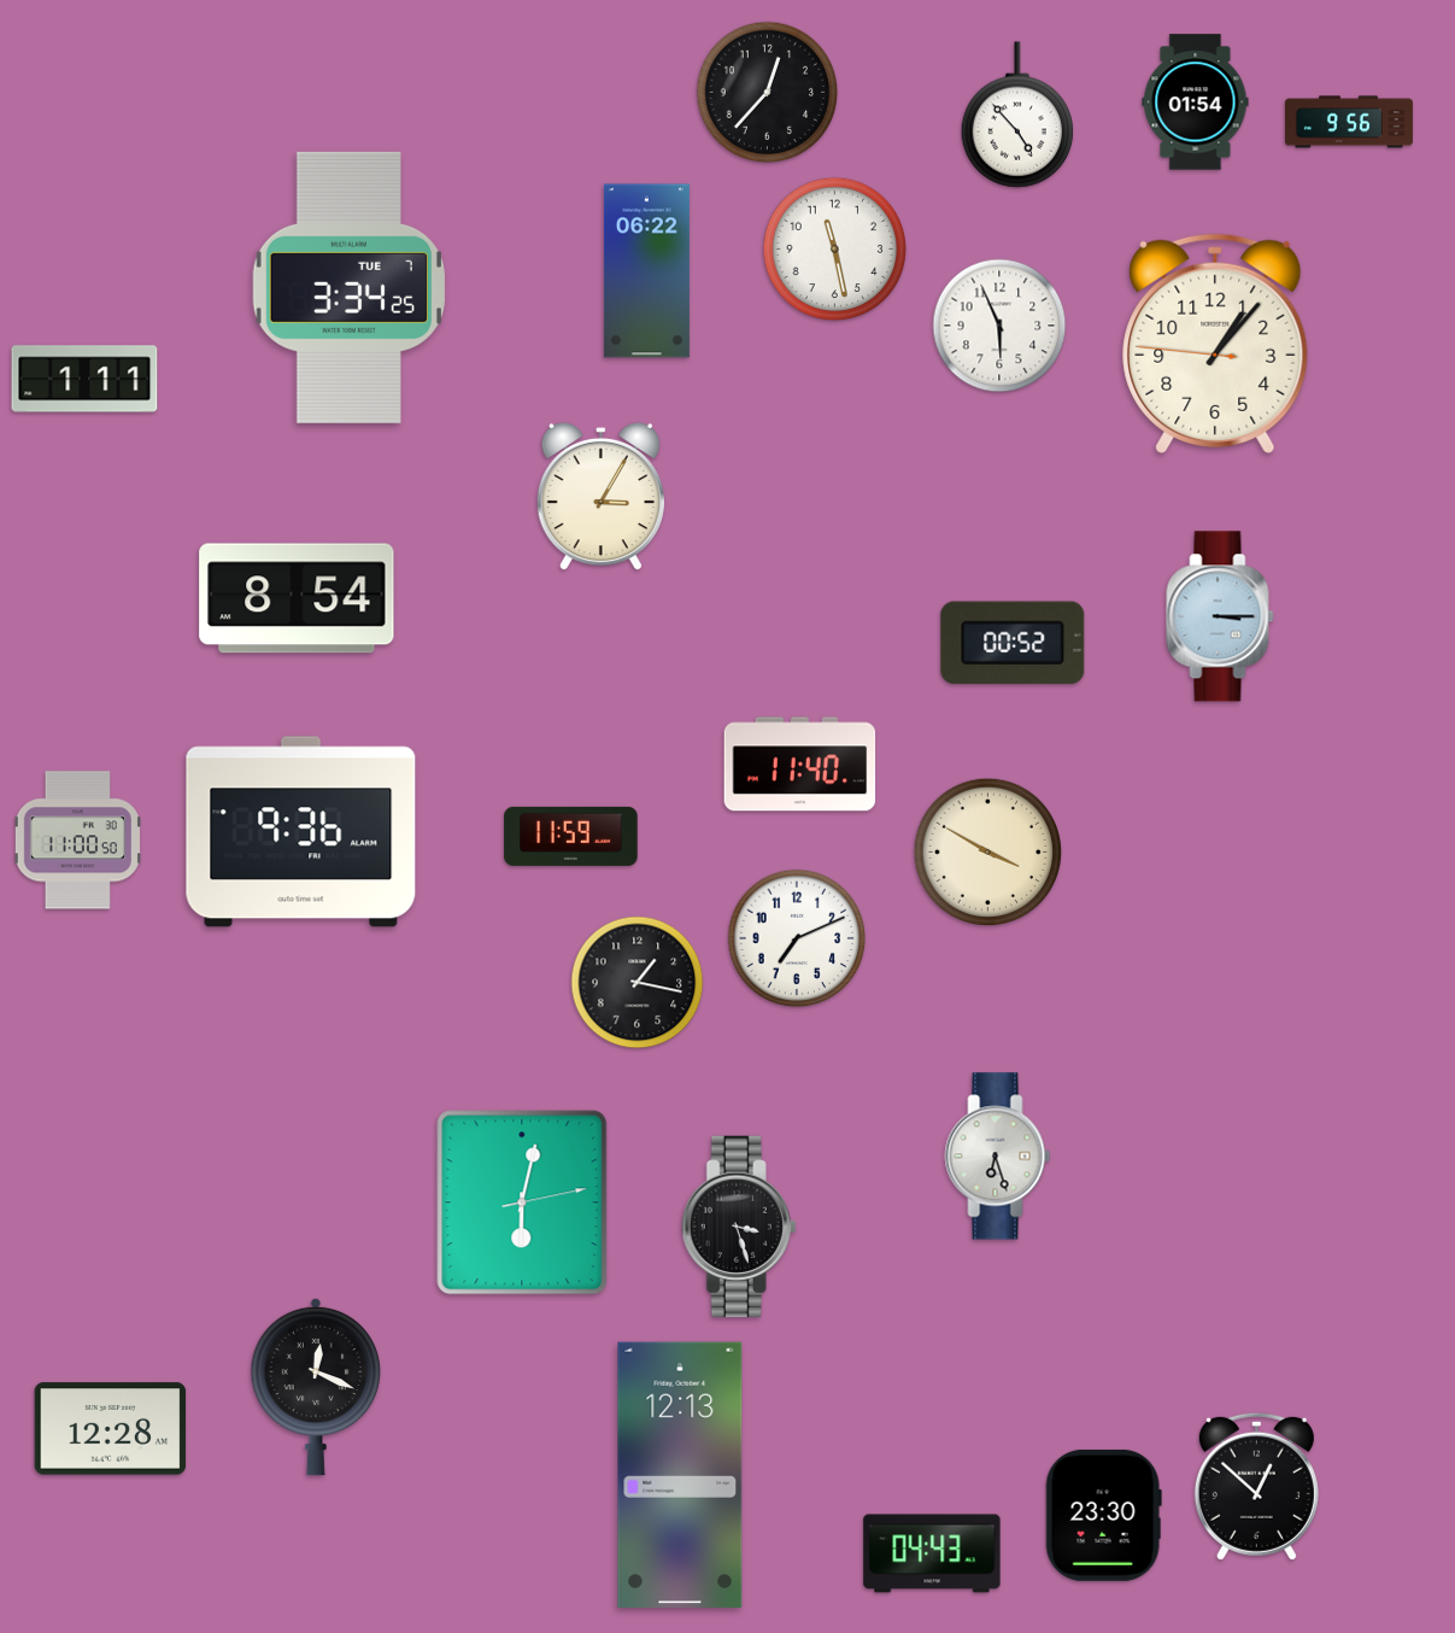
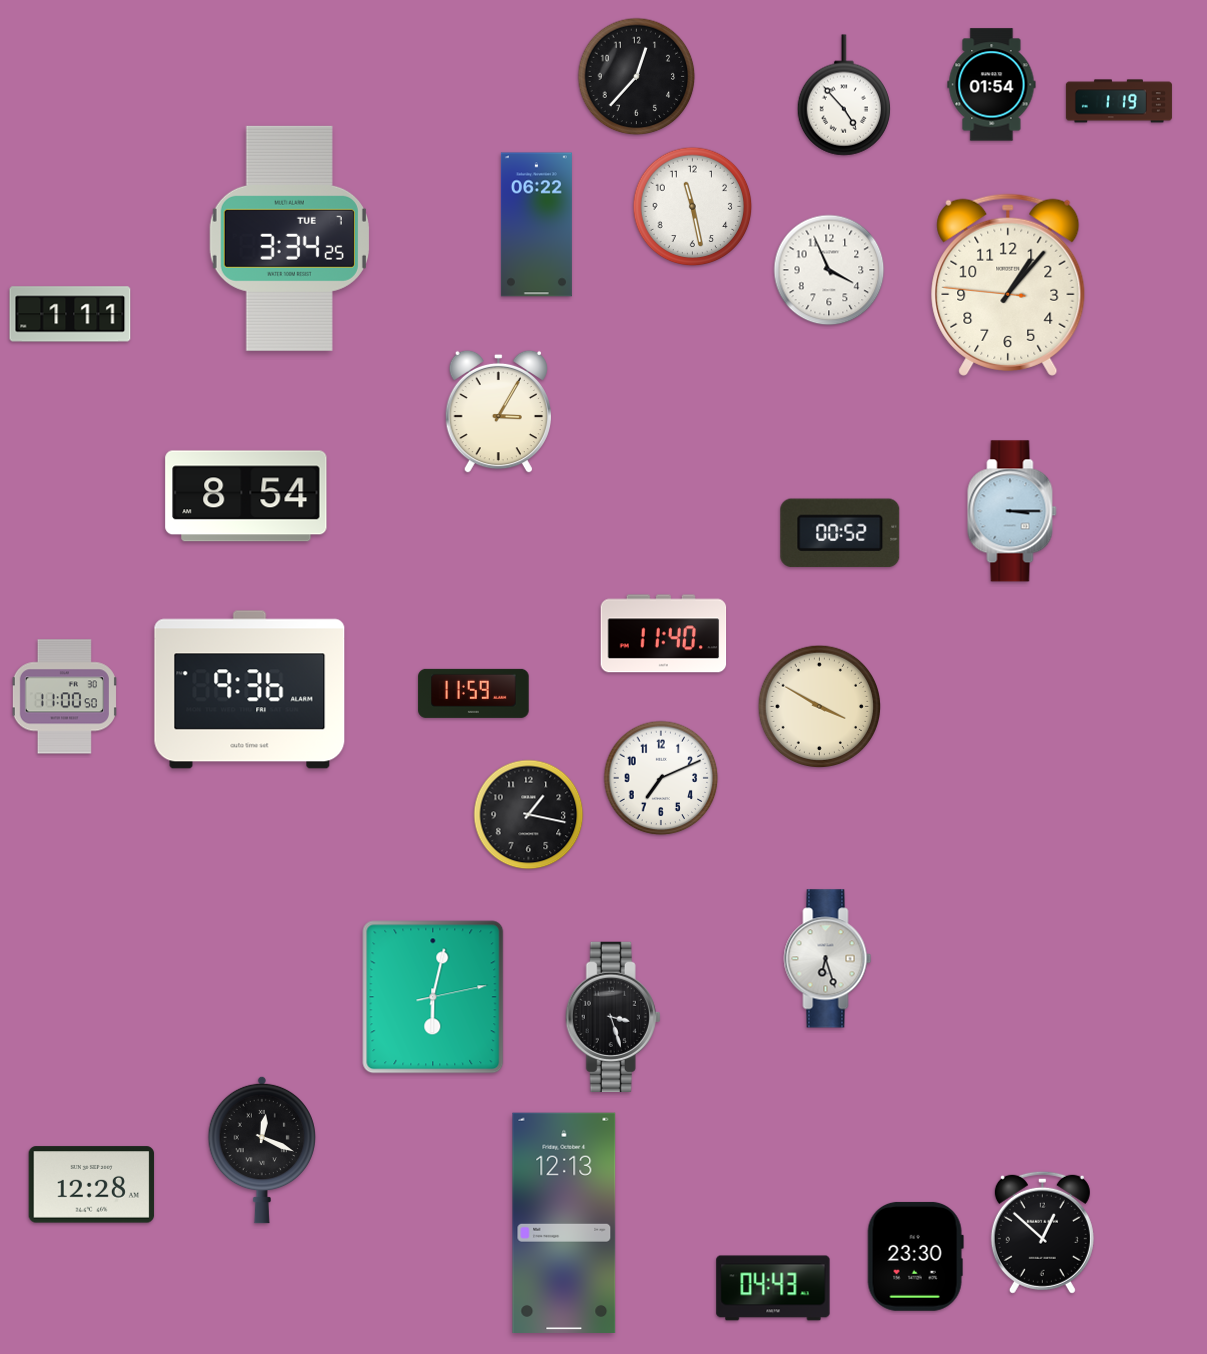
clock at (1349, 122): 9:56 -> 1:19
clock at (999, 326): 5:56 -> 3:56
